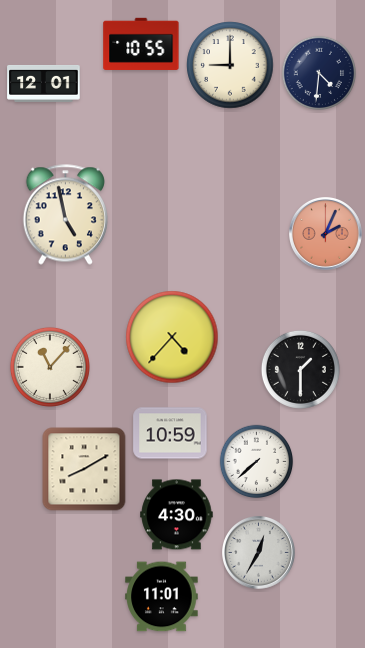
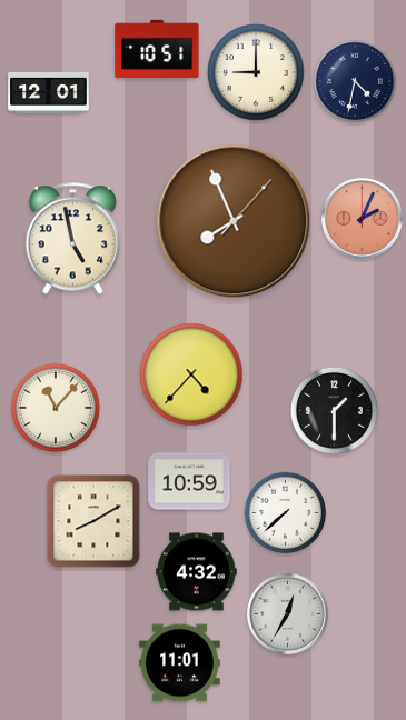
clock at (141, 44): 10:55 -> 10:51
clock at (319, 73): 4:31 -> 4:32
clock at (234, 221): none -> 7:56
clock at (326, 234) position: (326, 234) -> (363, 219)
clock at (177, 515): 4:30 -> 4:32
